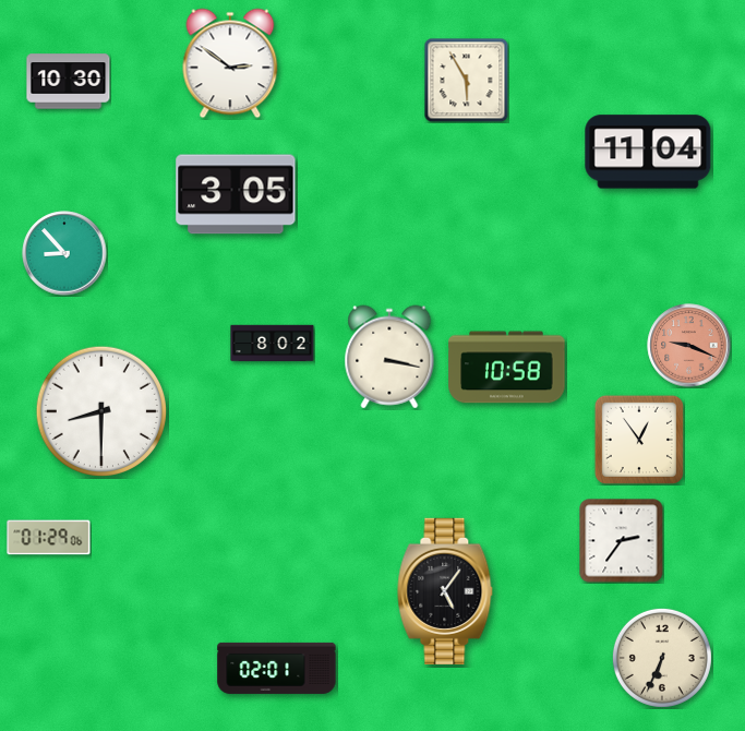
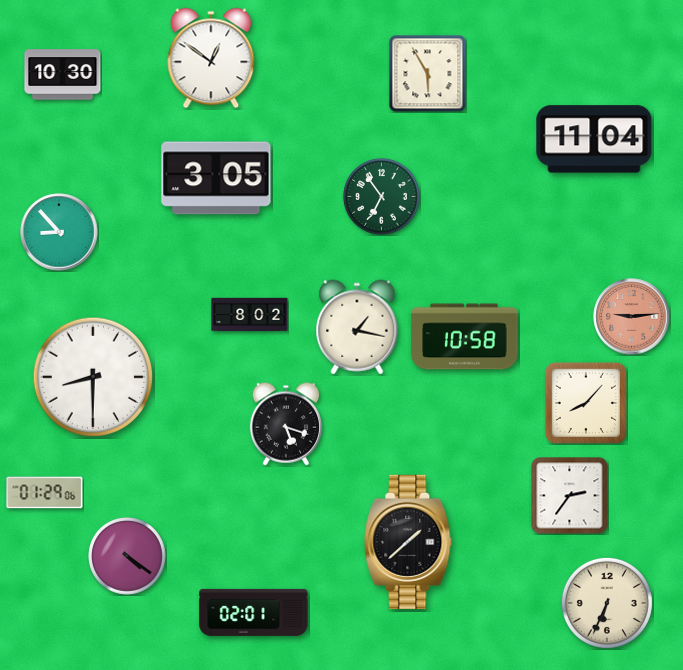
clock at (230, 63): 2:51 -> 12:51
clock at (382, 197): none -> 6:54
clock at (689, 346): 9:19 -> 9:14
clock at (389, 357): 3:17 -> 1:17
clock at (639, 440): 12:54 -> 8:07
clock at (286, 424): none -> 5:18
clock at (445, 591): 5:06 -> 1:38
clock at (128, 557): none -> 4:21
